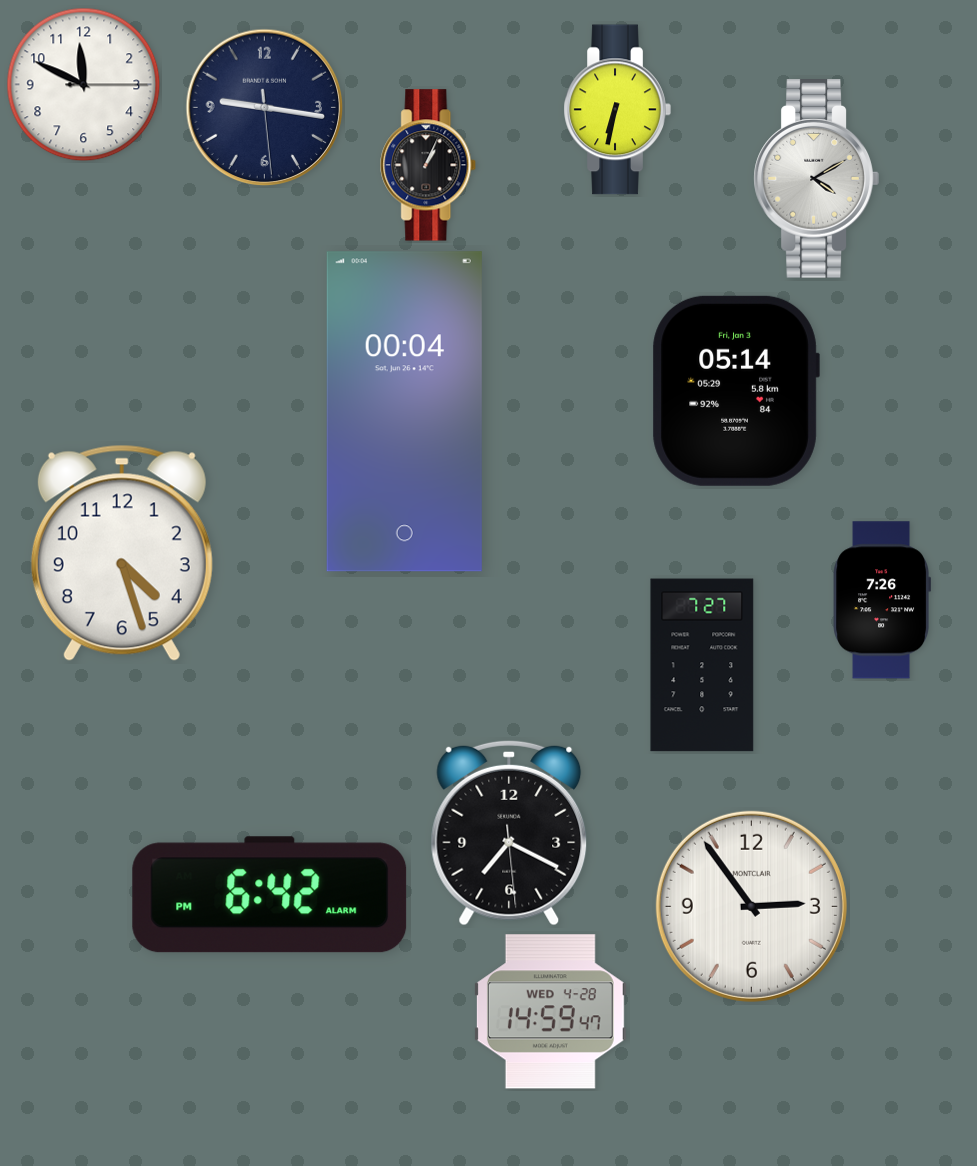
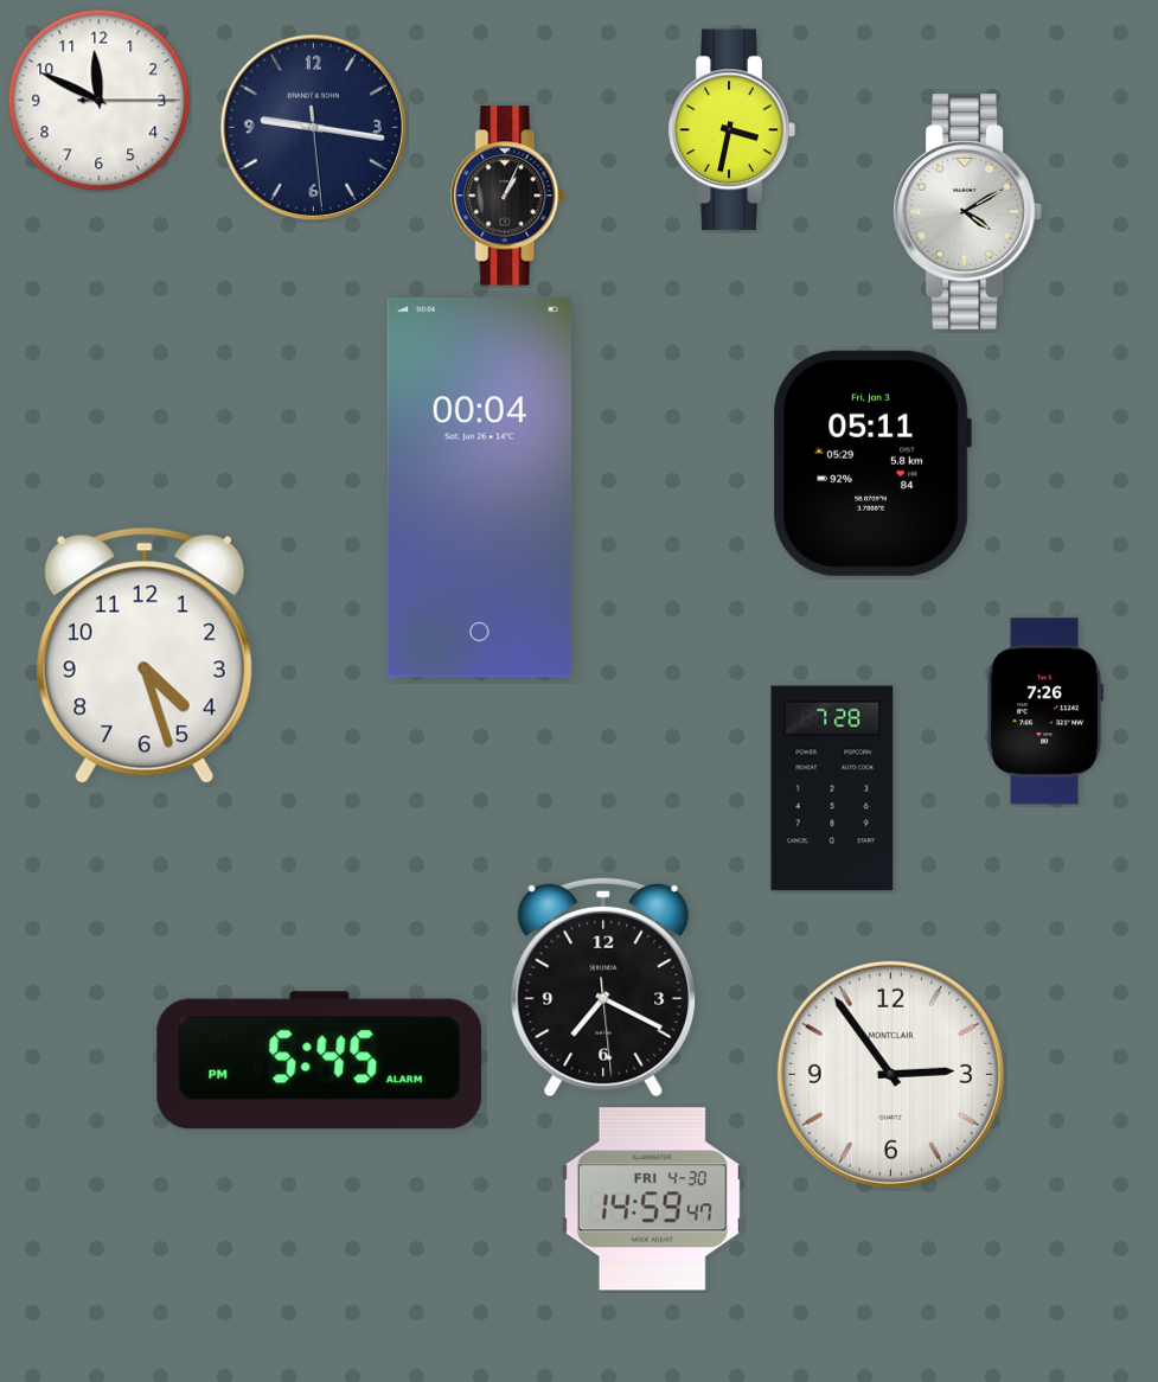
clock at (617, 110): 6:32 -> 3:32
clock at (736, 391): 05:14 -> 05:11
clock at (702, 665): 7:27 -> 7:28
clock at (270, 895): 6:42 -> 5:45
clock at (550, 1012) date: WED 4-28 -> FRI 4-30
